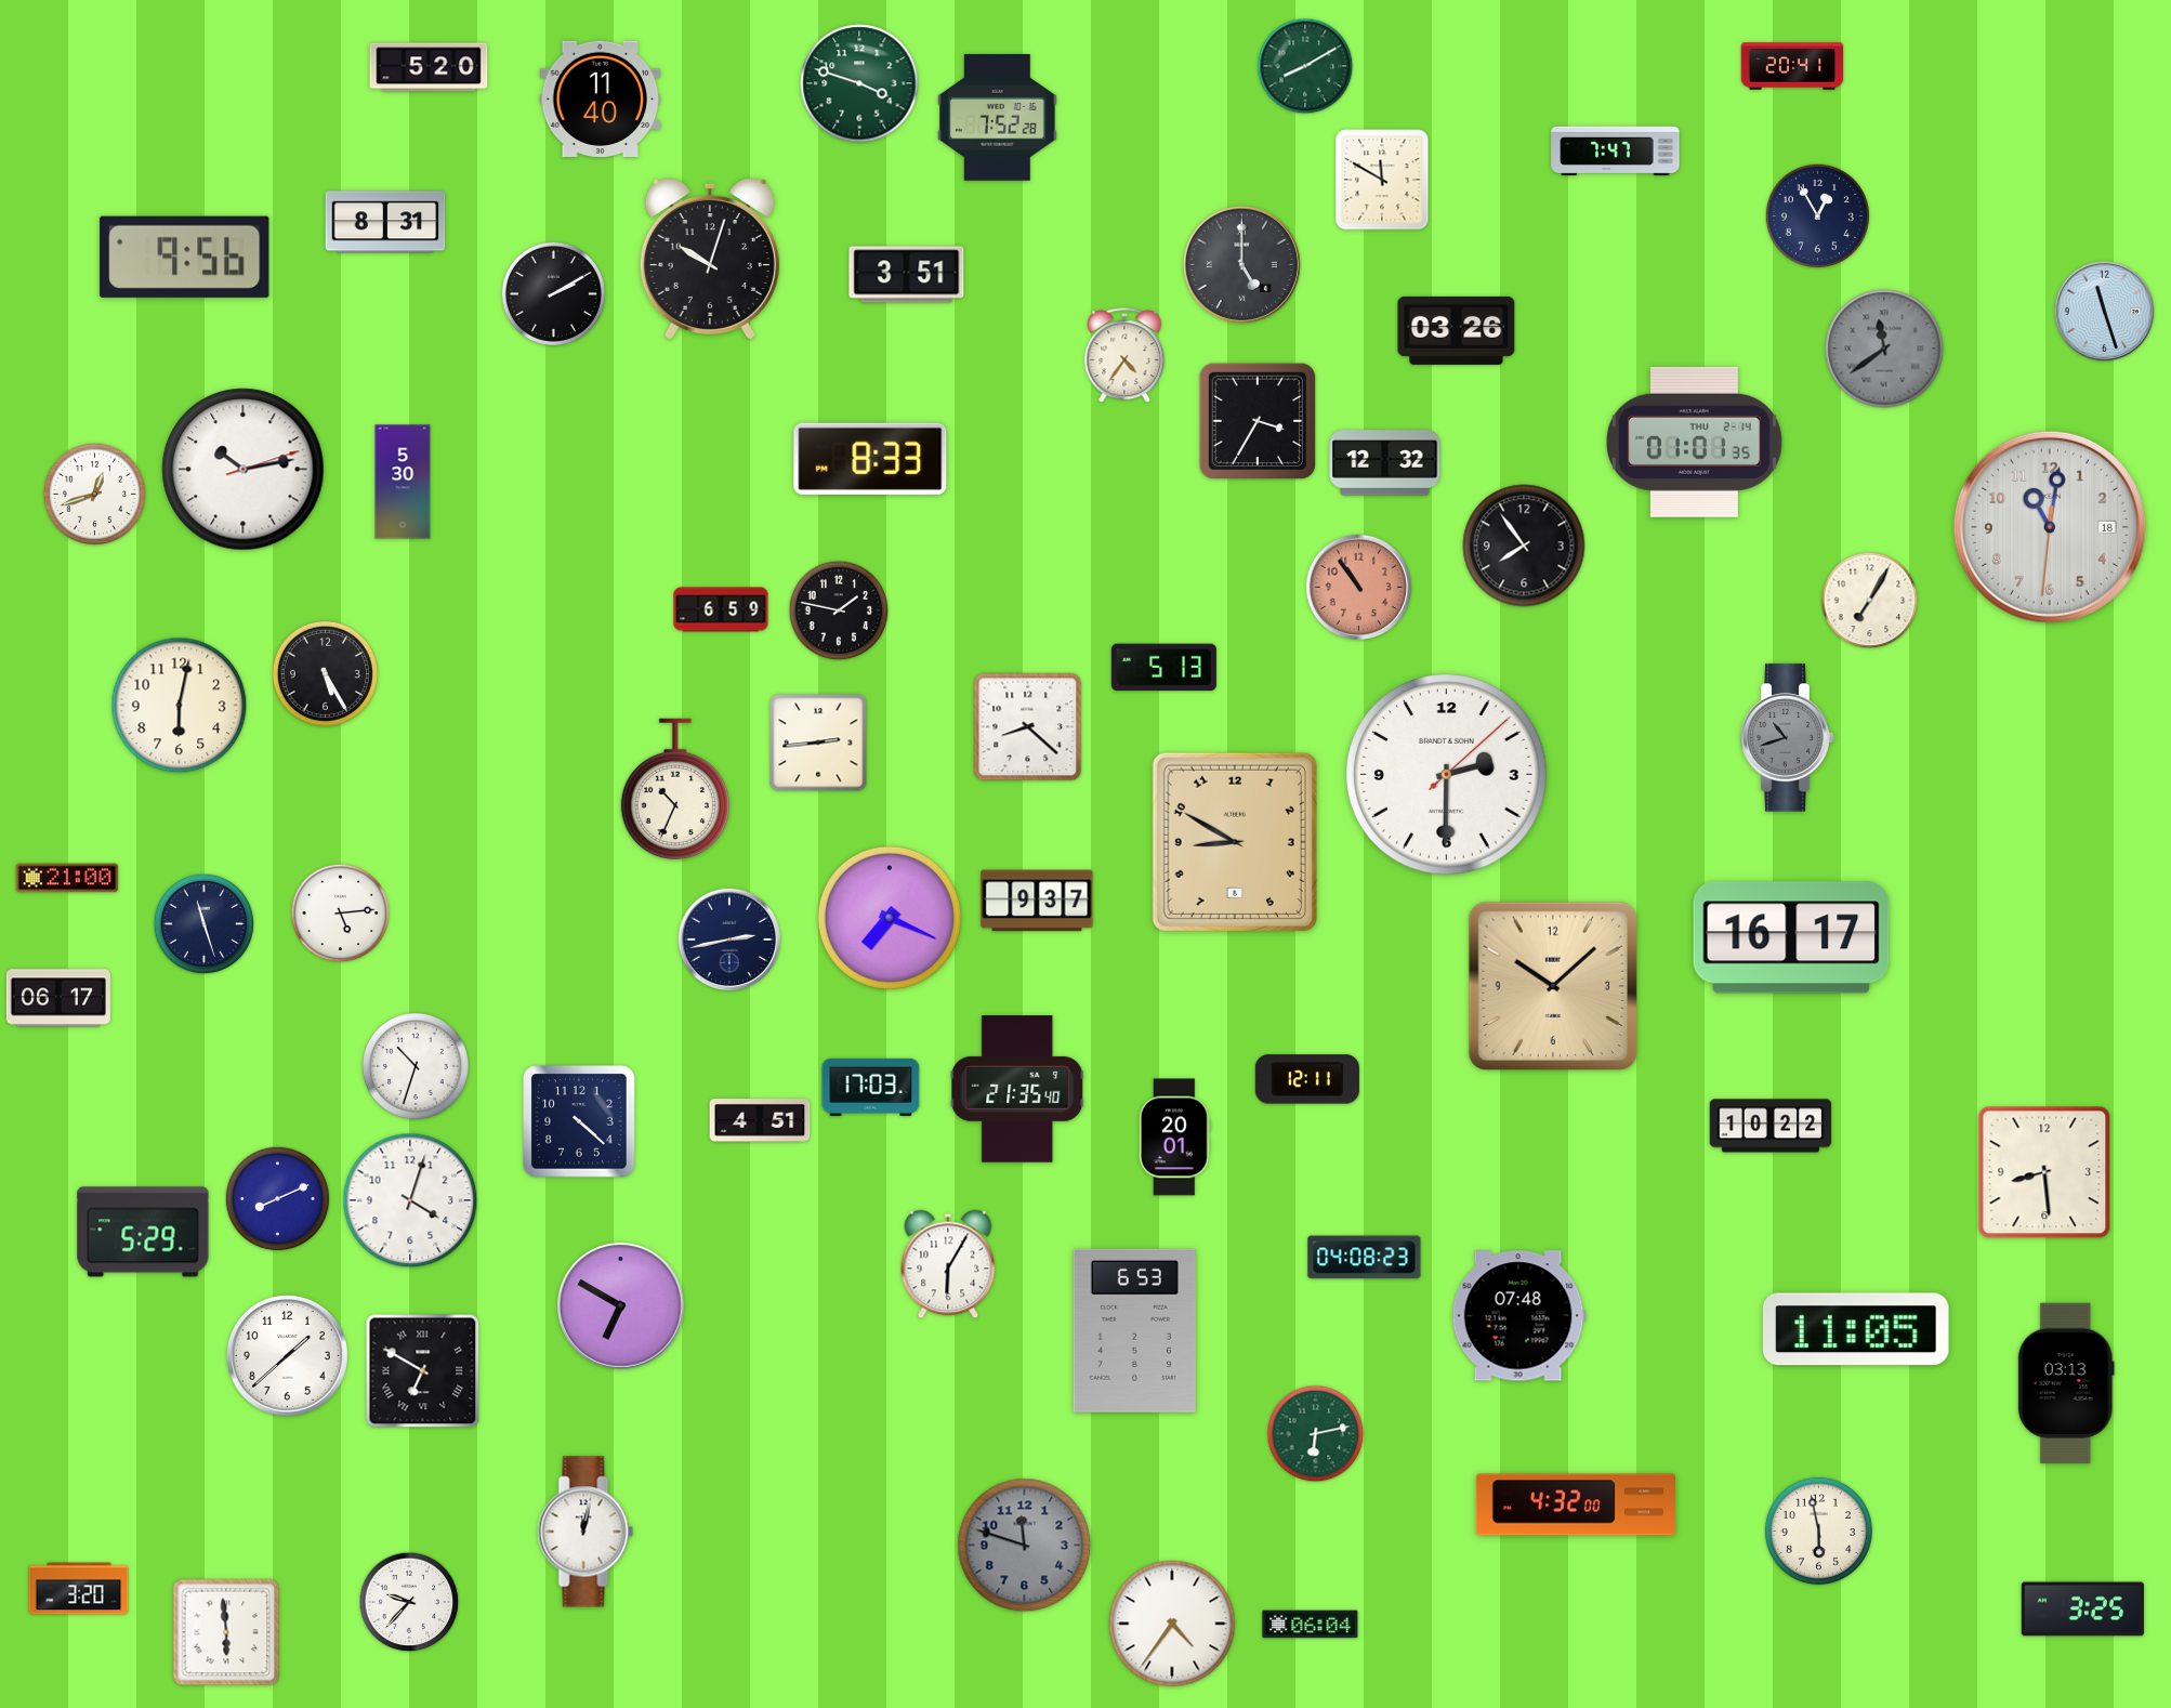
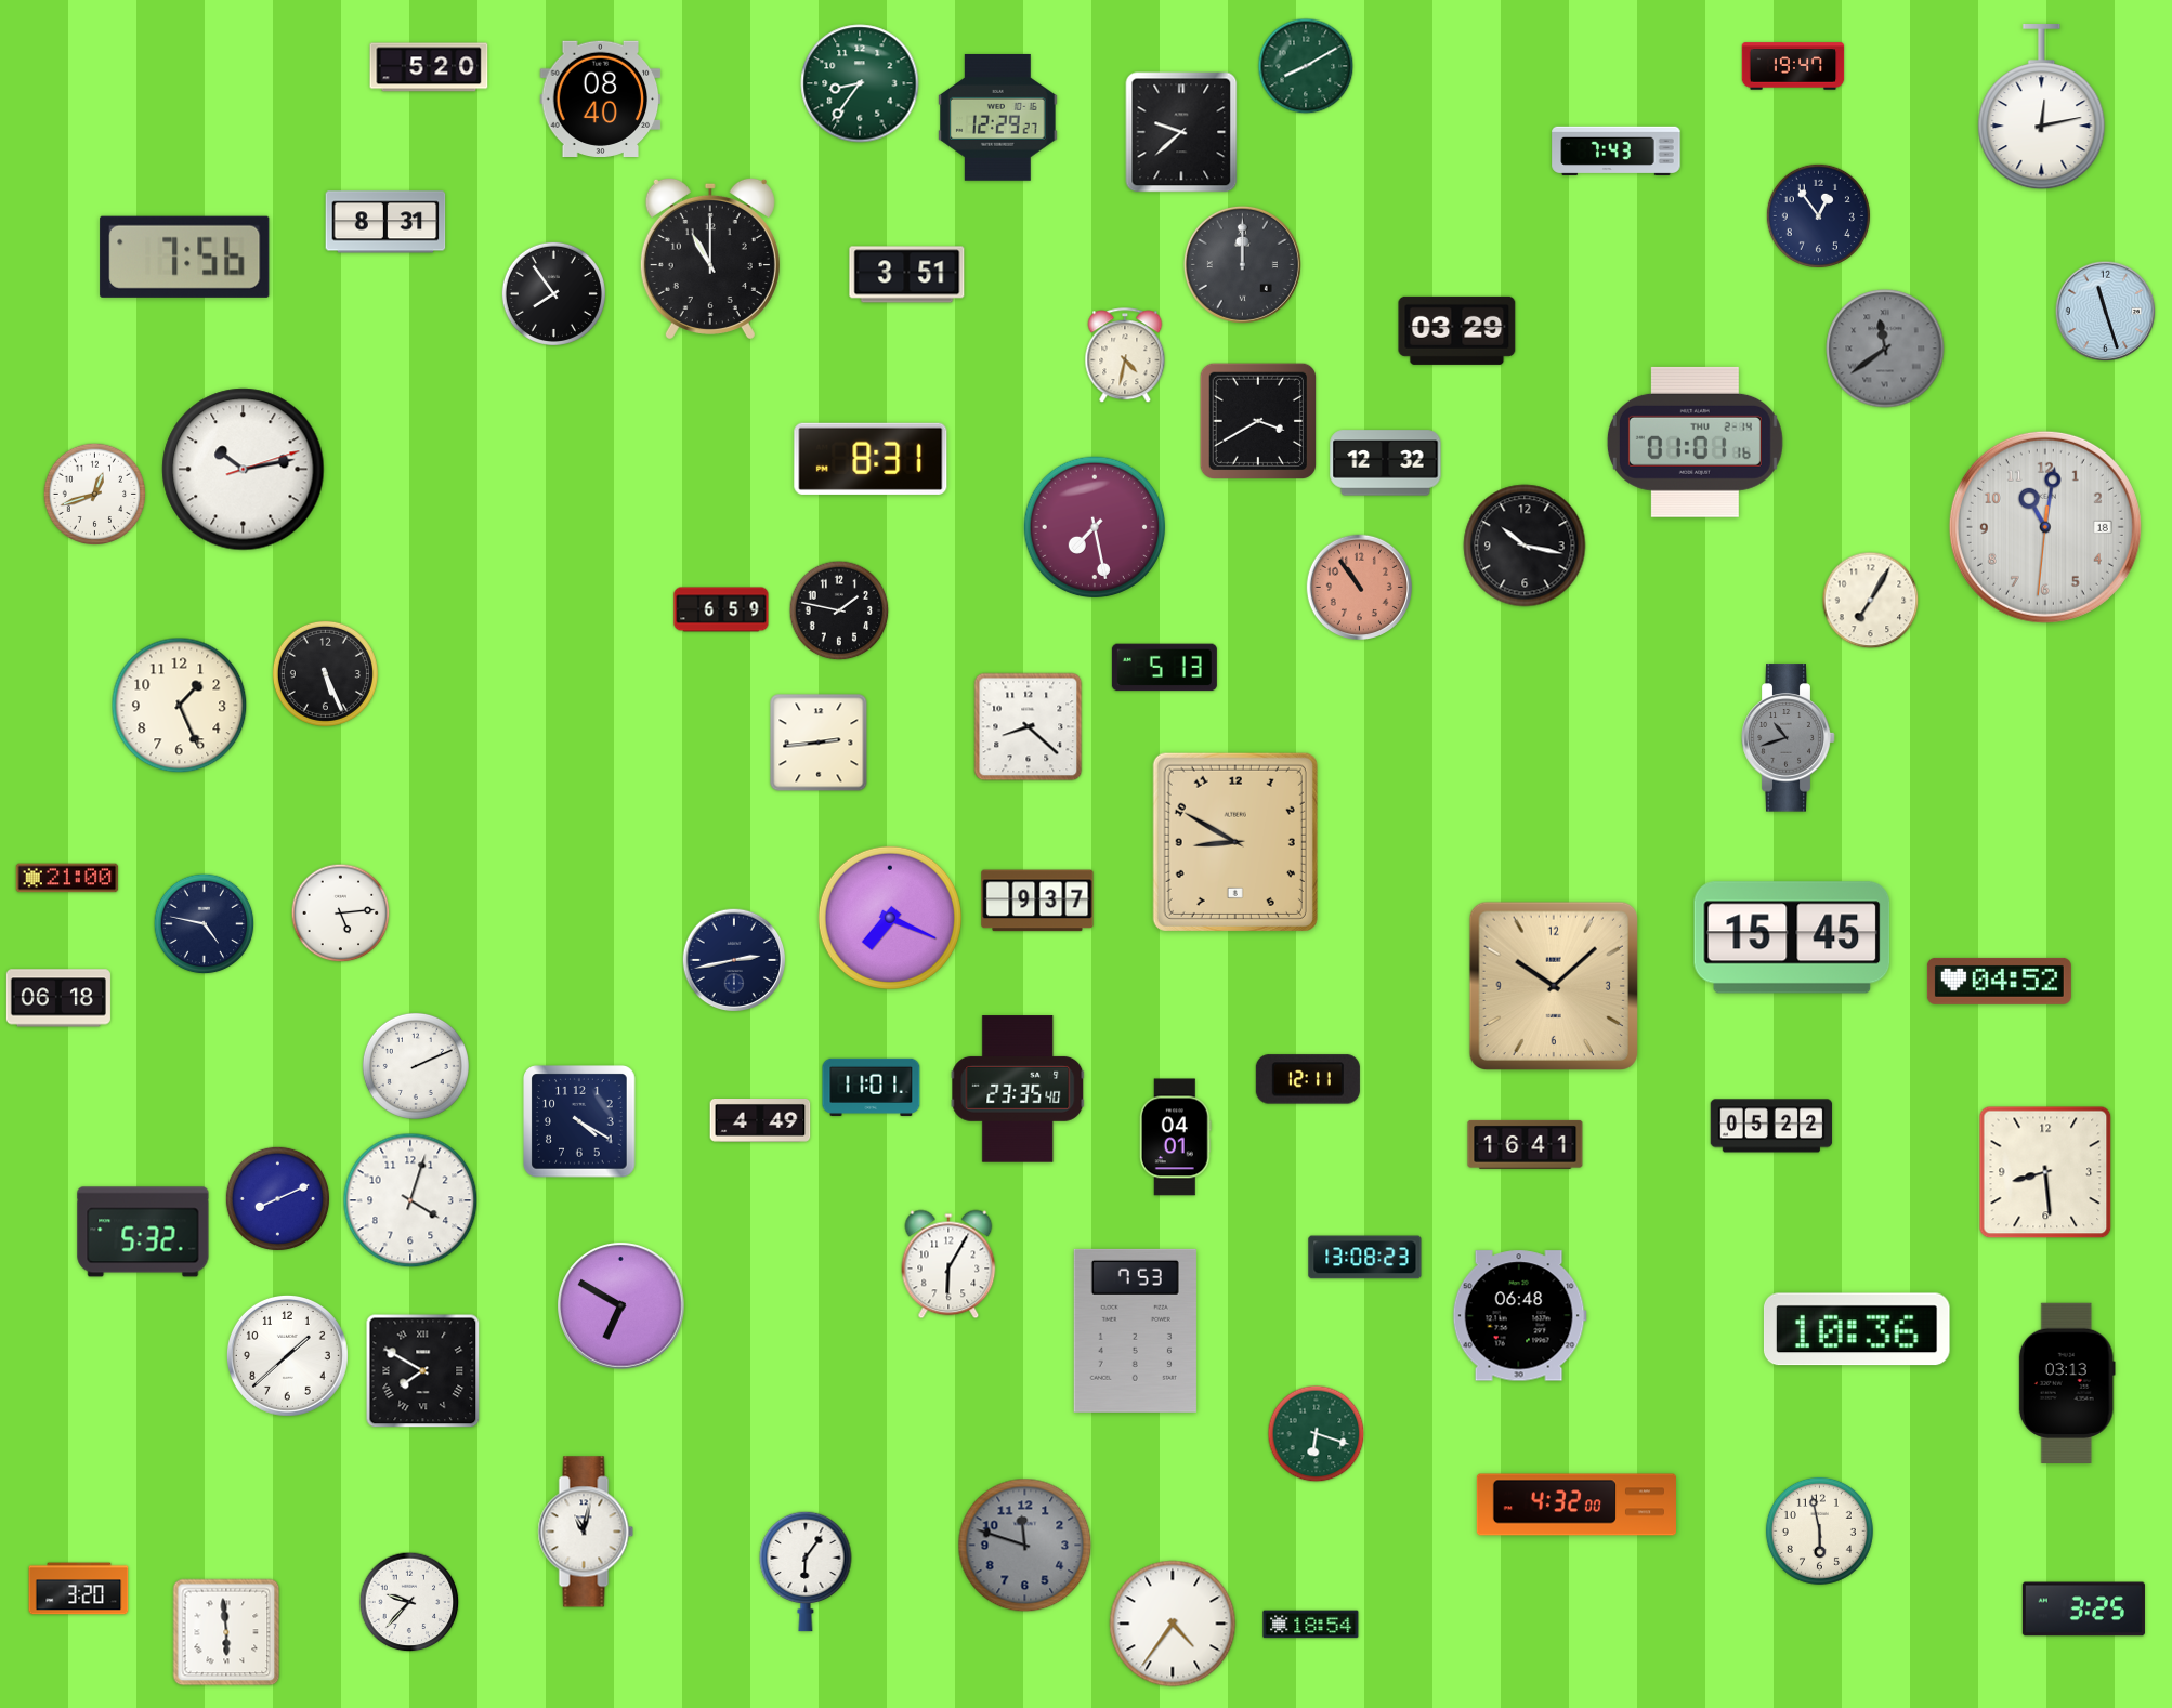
clock at (1792, 66): 20:41 -> 19:47
clock at (859, 83): 3:48 -> 8:36
clock at (601, 98): 11:40 -> 08:40
clock at (2042, 108): none -> 12:13
clock at (998, 117): 7:52 -> 12:29
clock at (1181, 132): none -> 9:38
clock at (1616, 152): 7:47 -> 7:43
clock at (1382, 180): 11:50 -> none
clock at (1817, 215): 12:55 -> 12:54
clock at (185, 257): 9:56 -> 7:56
clock at (710, 258): 10:03 -> 11:00
clock at (1241, 264): 5:00 -> 12:00
clock at (553, 293): 2:10 -> 7:54
clock at (1457, 330): 03:26 -> 03:29
clock at (1124, 356): 4:36 -> 4:32
clock at (1256, 420): 3:35 -> 3:40
clock at (1694, 442): 01:01:35 -> 01:01:16
clock at (870, 459): 8:33 -> 8:31
clock at (403, 482): 5:30 -> none
clock at (1095, 527): none -> 7:28
clock at (2050, 527) position: (2050, 527) -> (2045, 527)
clock at (1524, 546): 7:54 -> 10:17
clock at (325, 673): 5:25 -> 5:26
clock at (180, 706): 6:02 -> 1:26
clock at (1447, 775): 2:30 -> none
clock at (674, 789): 10:34 -> none
clock at (205, 924): 11:27 -> 4:47
clock at (1791, 937): 16:17 -> 15:45
clock at (729, 940) position: (729, 940) -> (734, 960)
clock at (1999, 981): none -> 04:52
clock at (58, 998): 06:17 -> 06:18
clock at (416, 1066): 10:33 -> 2:11
clock at (871, 1087): 17:03 -> 11:01
clock at (1017, 1089): 21:35 -> 23:35
clock at (579, 1121): 4:22 -> 4:20
clock at (760, 1121): 4:51 -> 4:49
clock at (1771, 1126): 10:22 -> 05:22
clock at (1174, 1138): 20:01 -> 04:01
clock at (1526, 1144): none -> 16:41
clock at (143, 1232): 5:29 -> 5:32
clock at (1365, 1258): 04:08 -> 13:08
clock at (1518, 1316): 07:48 -> 06:48
clock at (1856, 1329): 11:05 -> 10:36
clock at (1134, 1330): 6:53 -> 7:53
clock at (423, 1371): 6:50 -> 7:50
clock at (1316, 1434): 6:13 -> 6:18
clock at (585, 1532): 12:02 -> 11:02
clock at (806, 1572): none -> 6:06
clock at (1311, 1625): 06:04 -> 18:54
